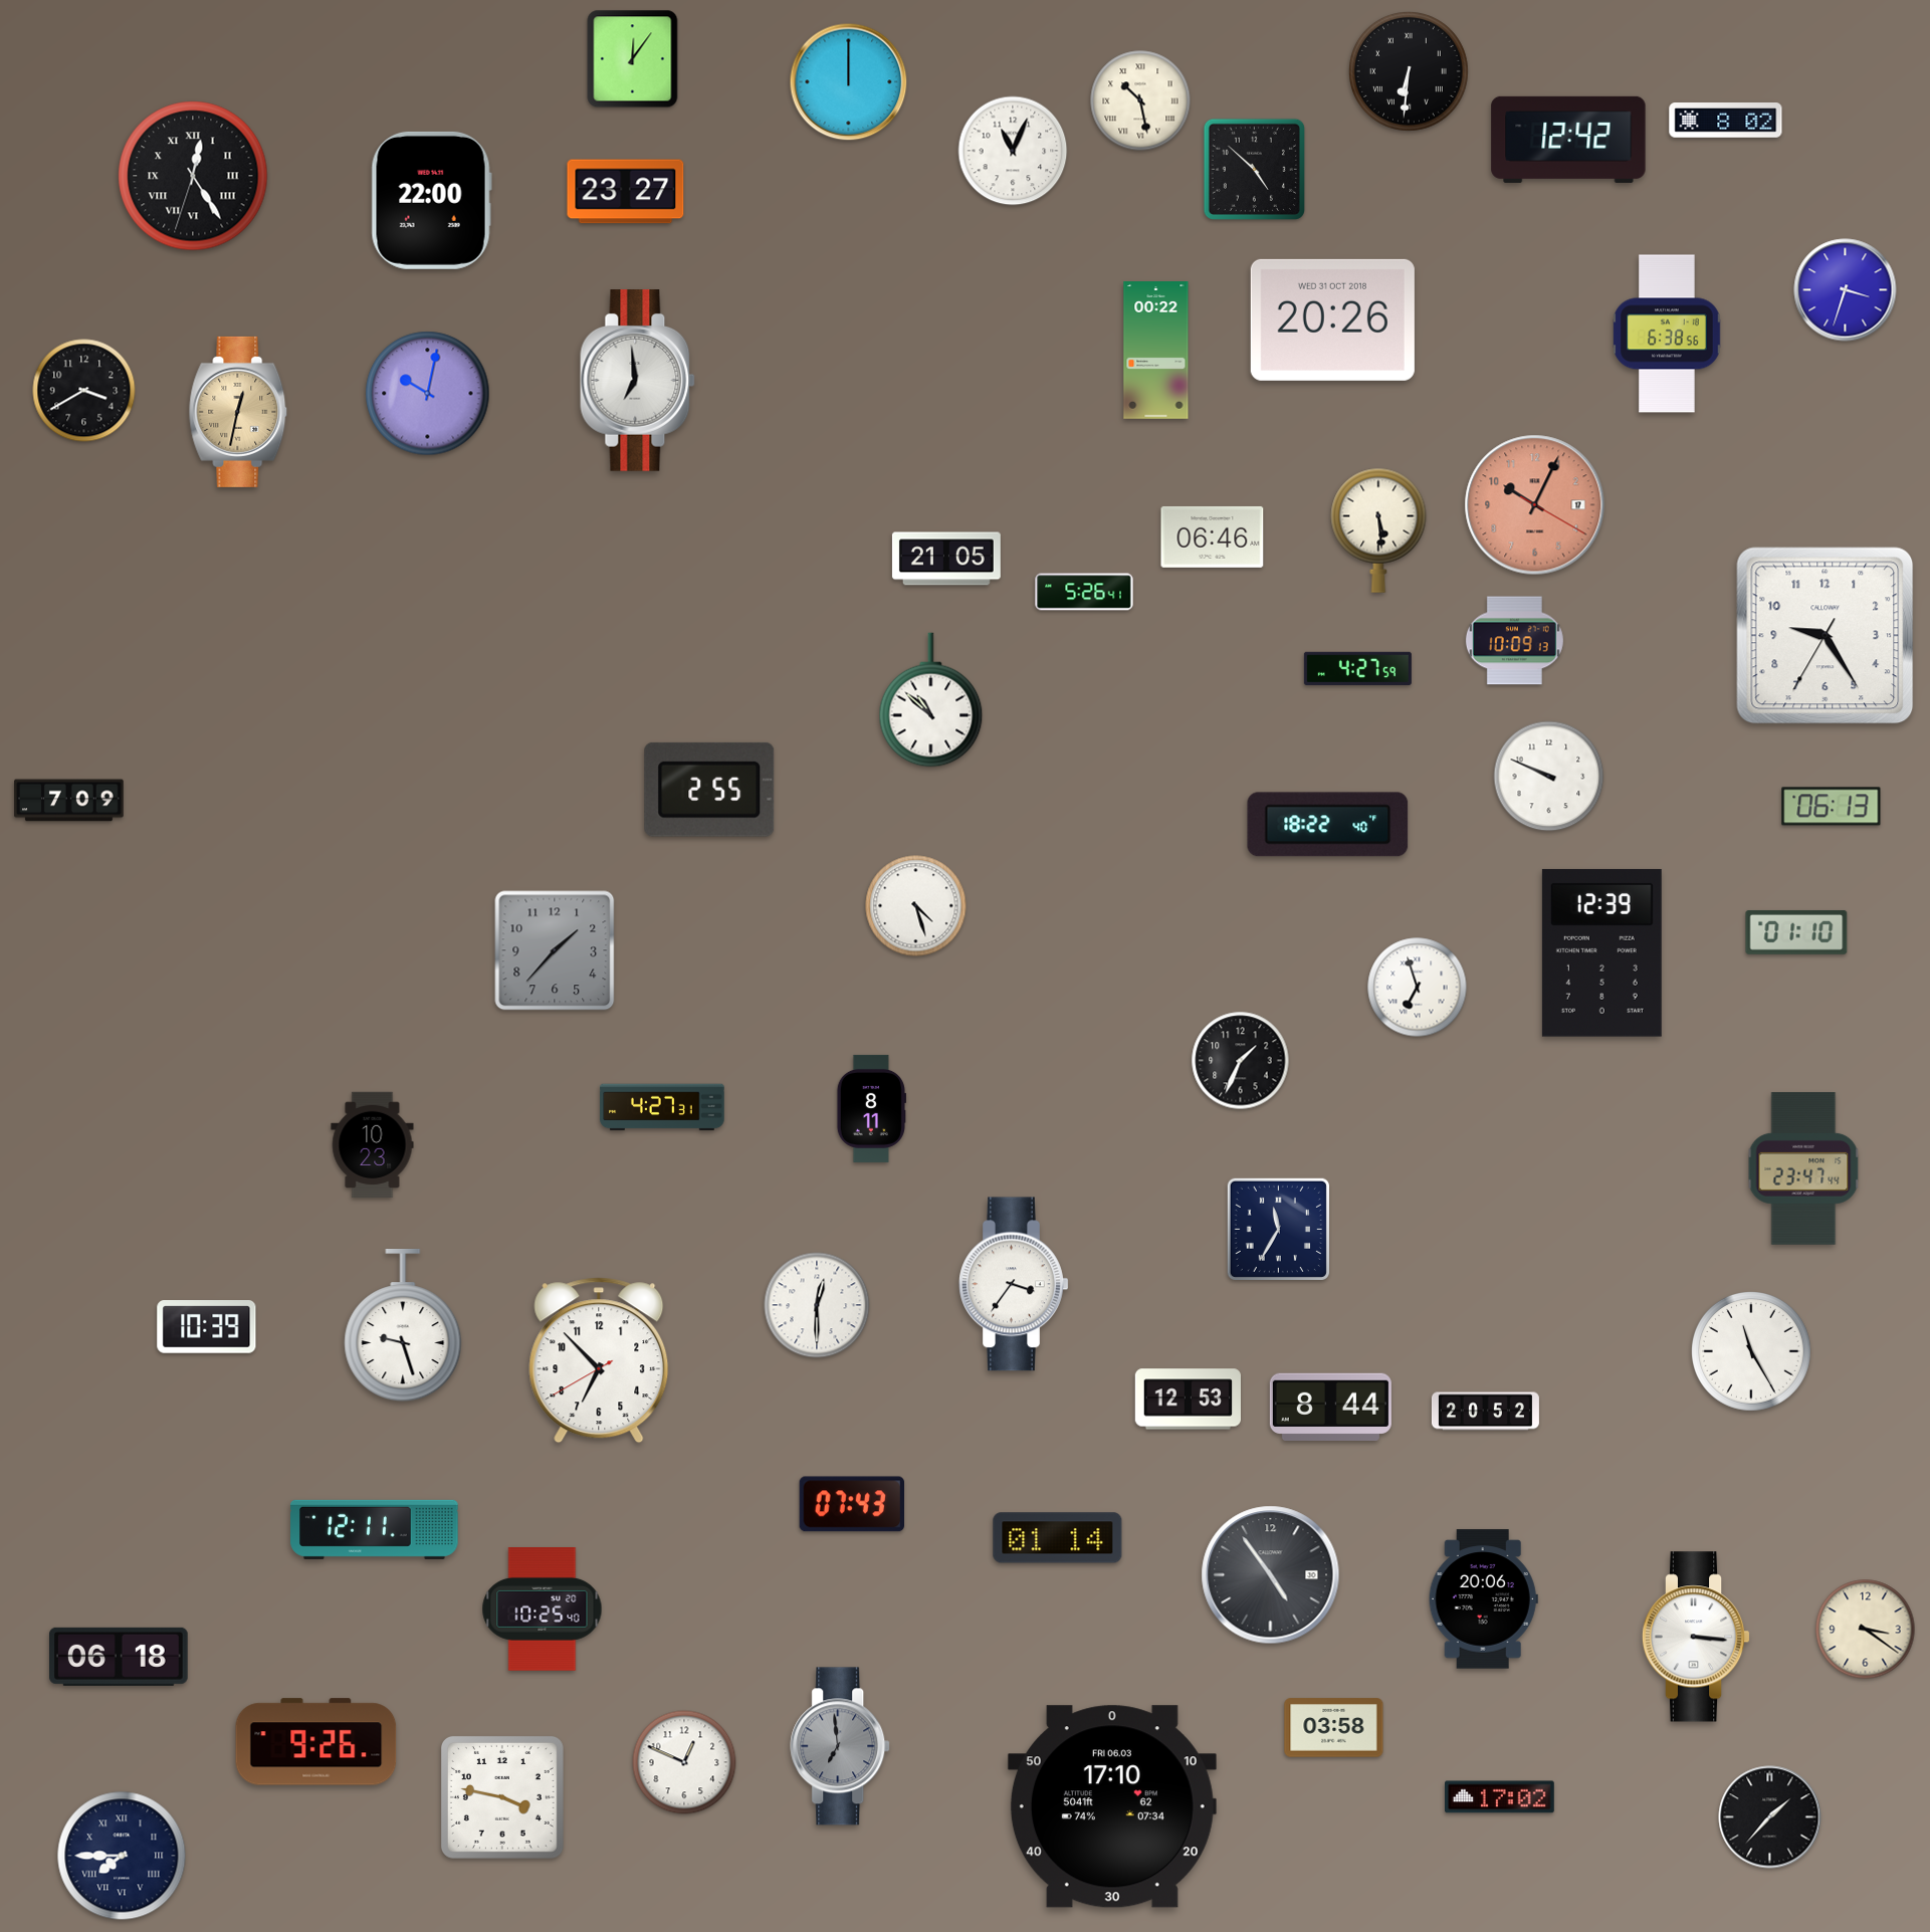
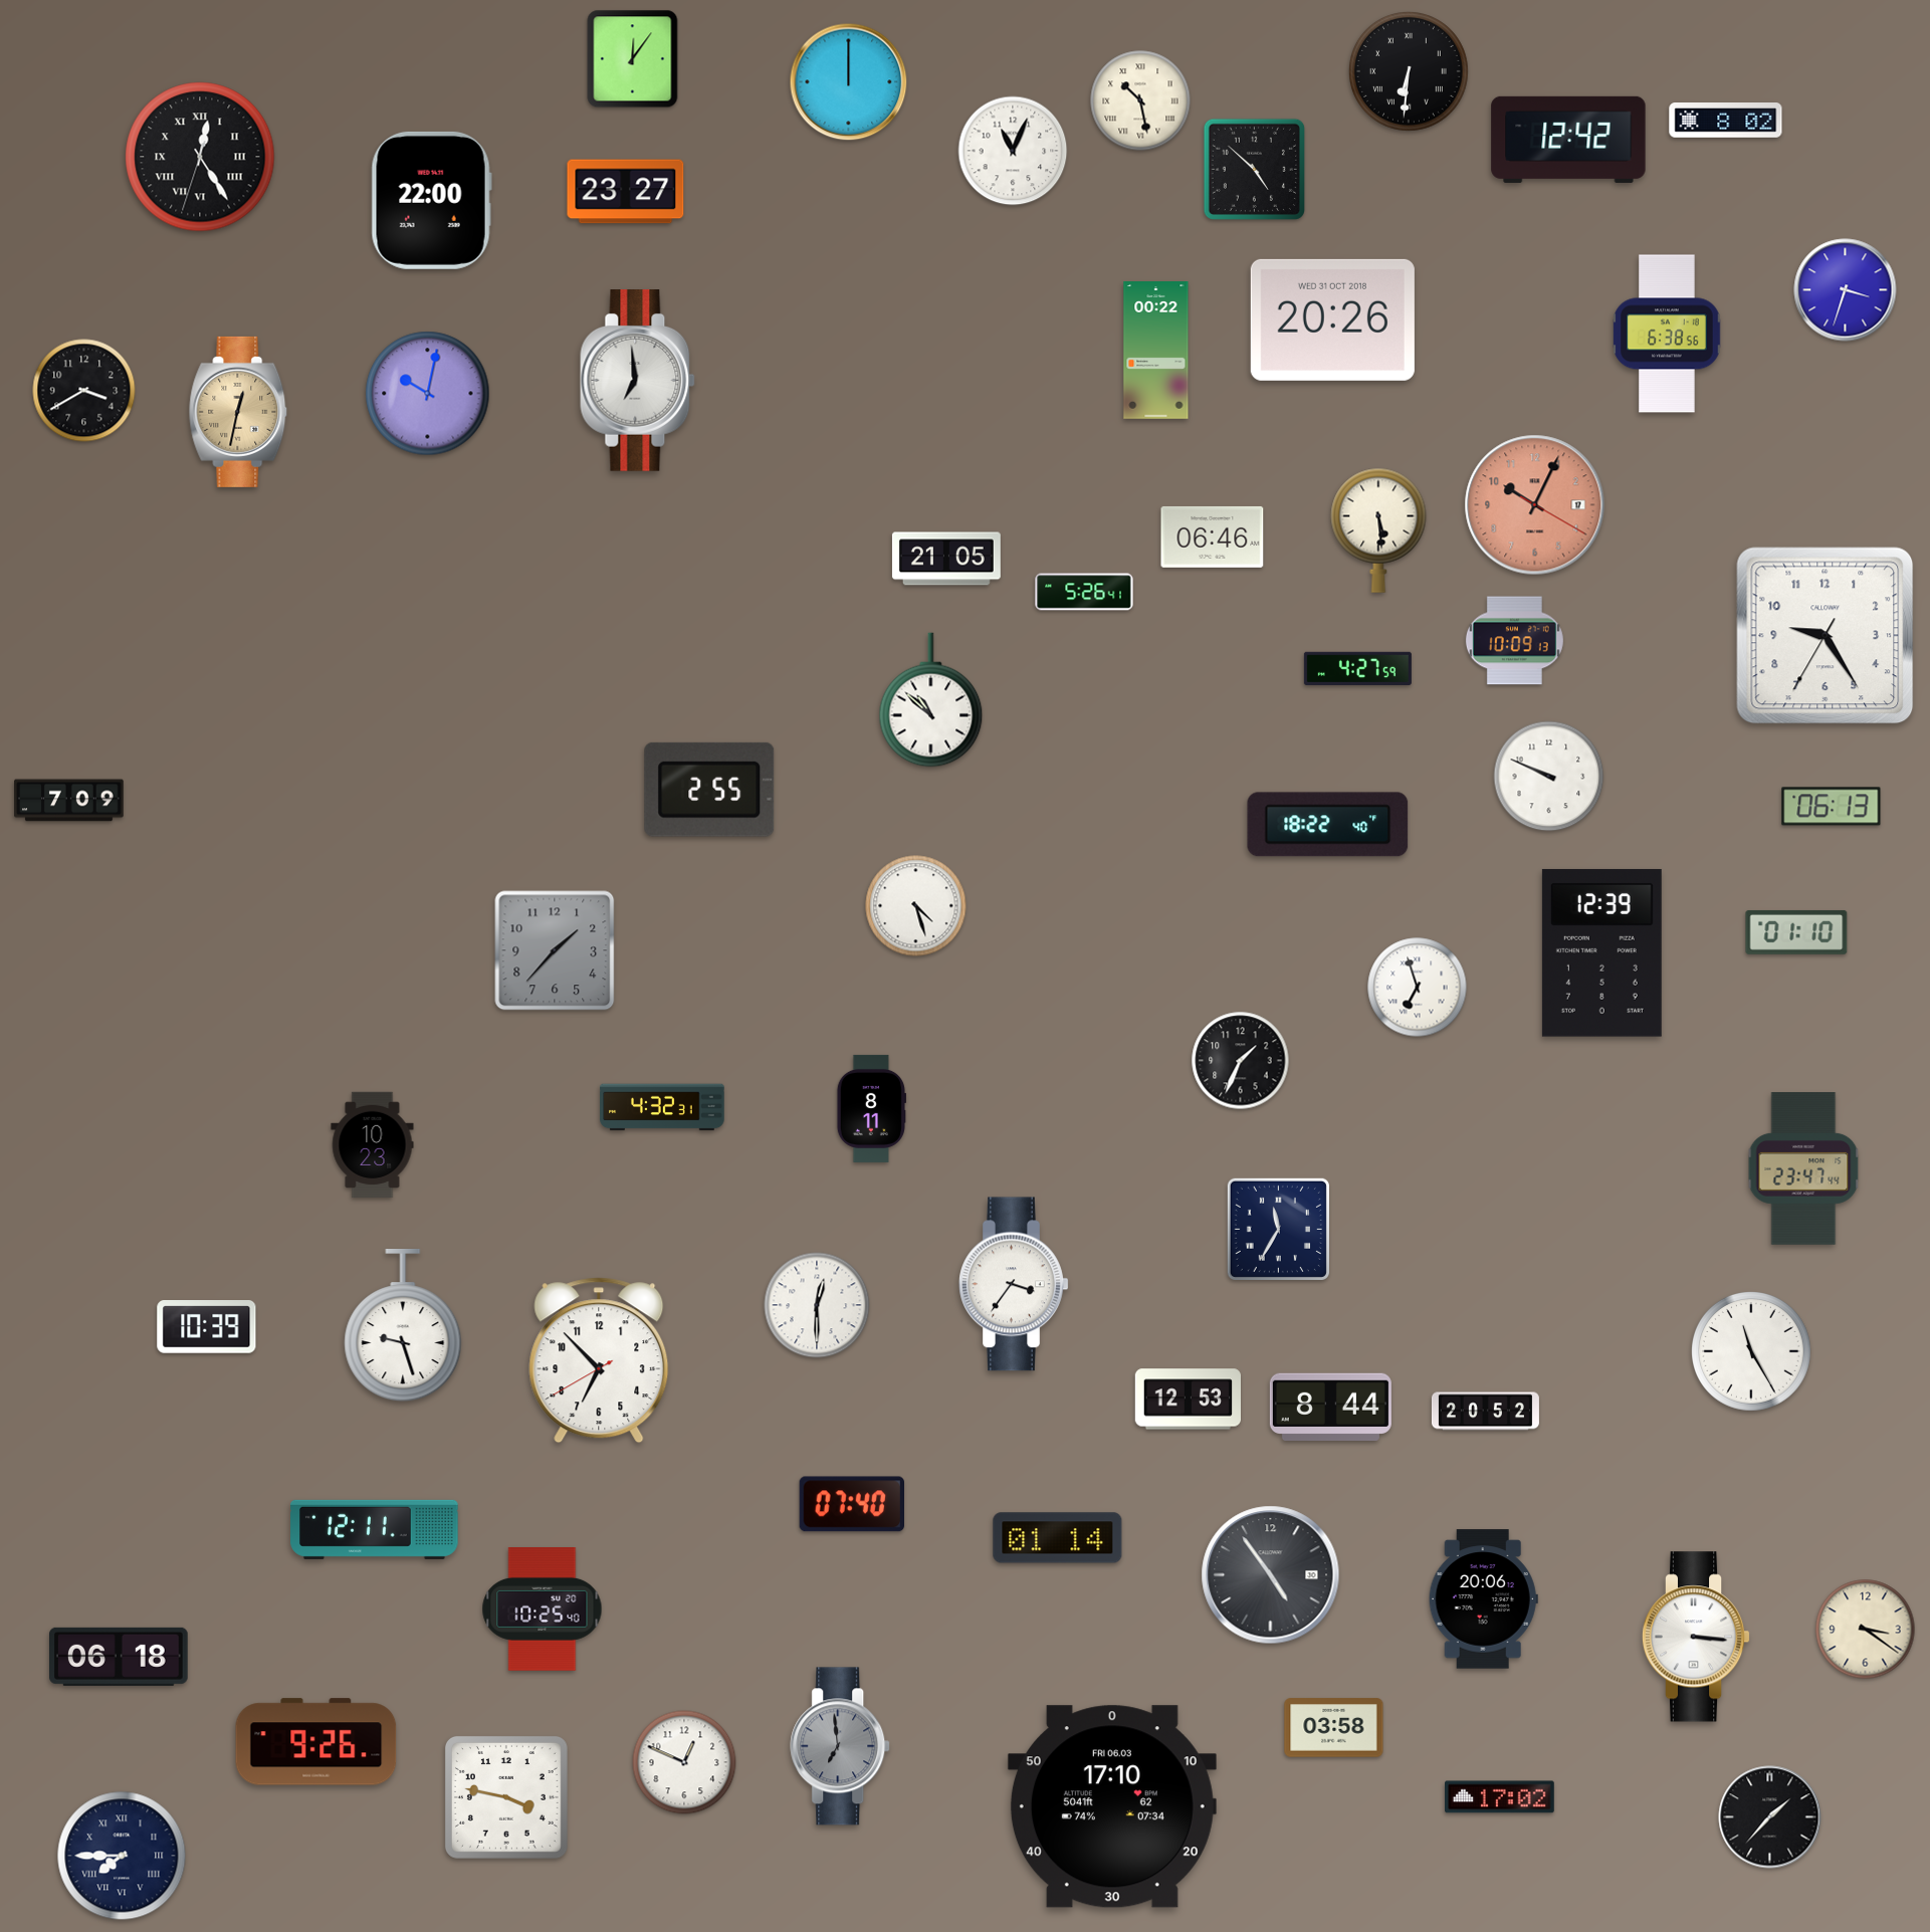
clock at (193, 176) position: (193, 176) -> (200, 157)
clock at (662, 1107): 4:27 -> 4:32
clock at (851, 1504): 07:43 -> 07:40
clock at (502, 1797) position: (502, 1797) -> (506, 1797)
